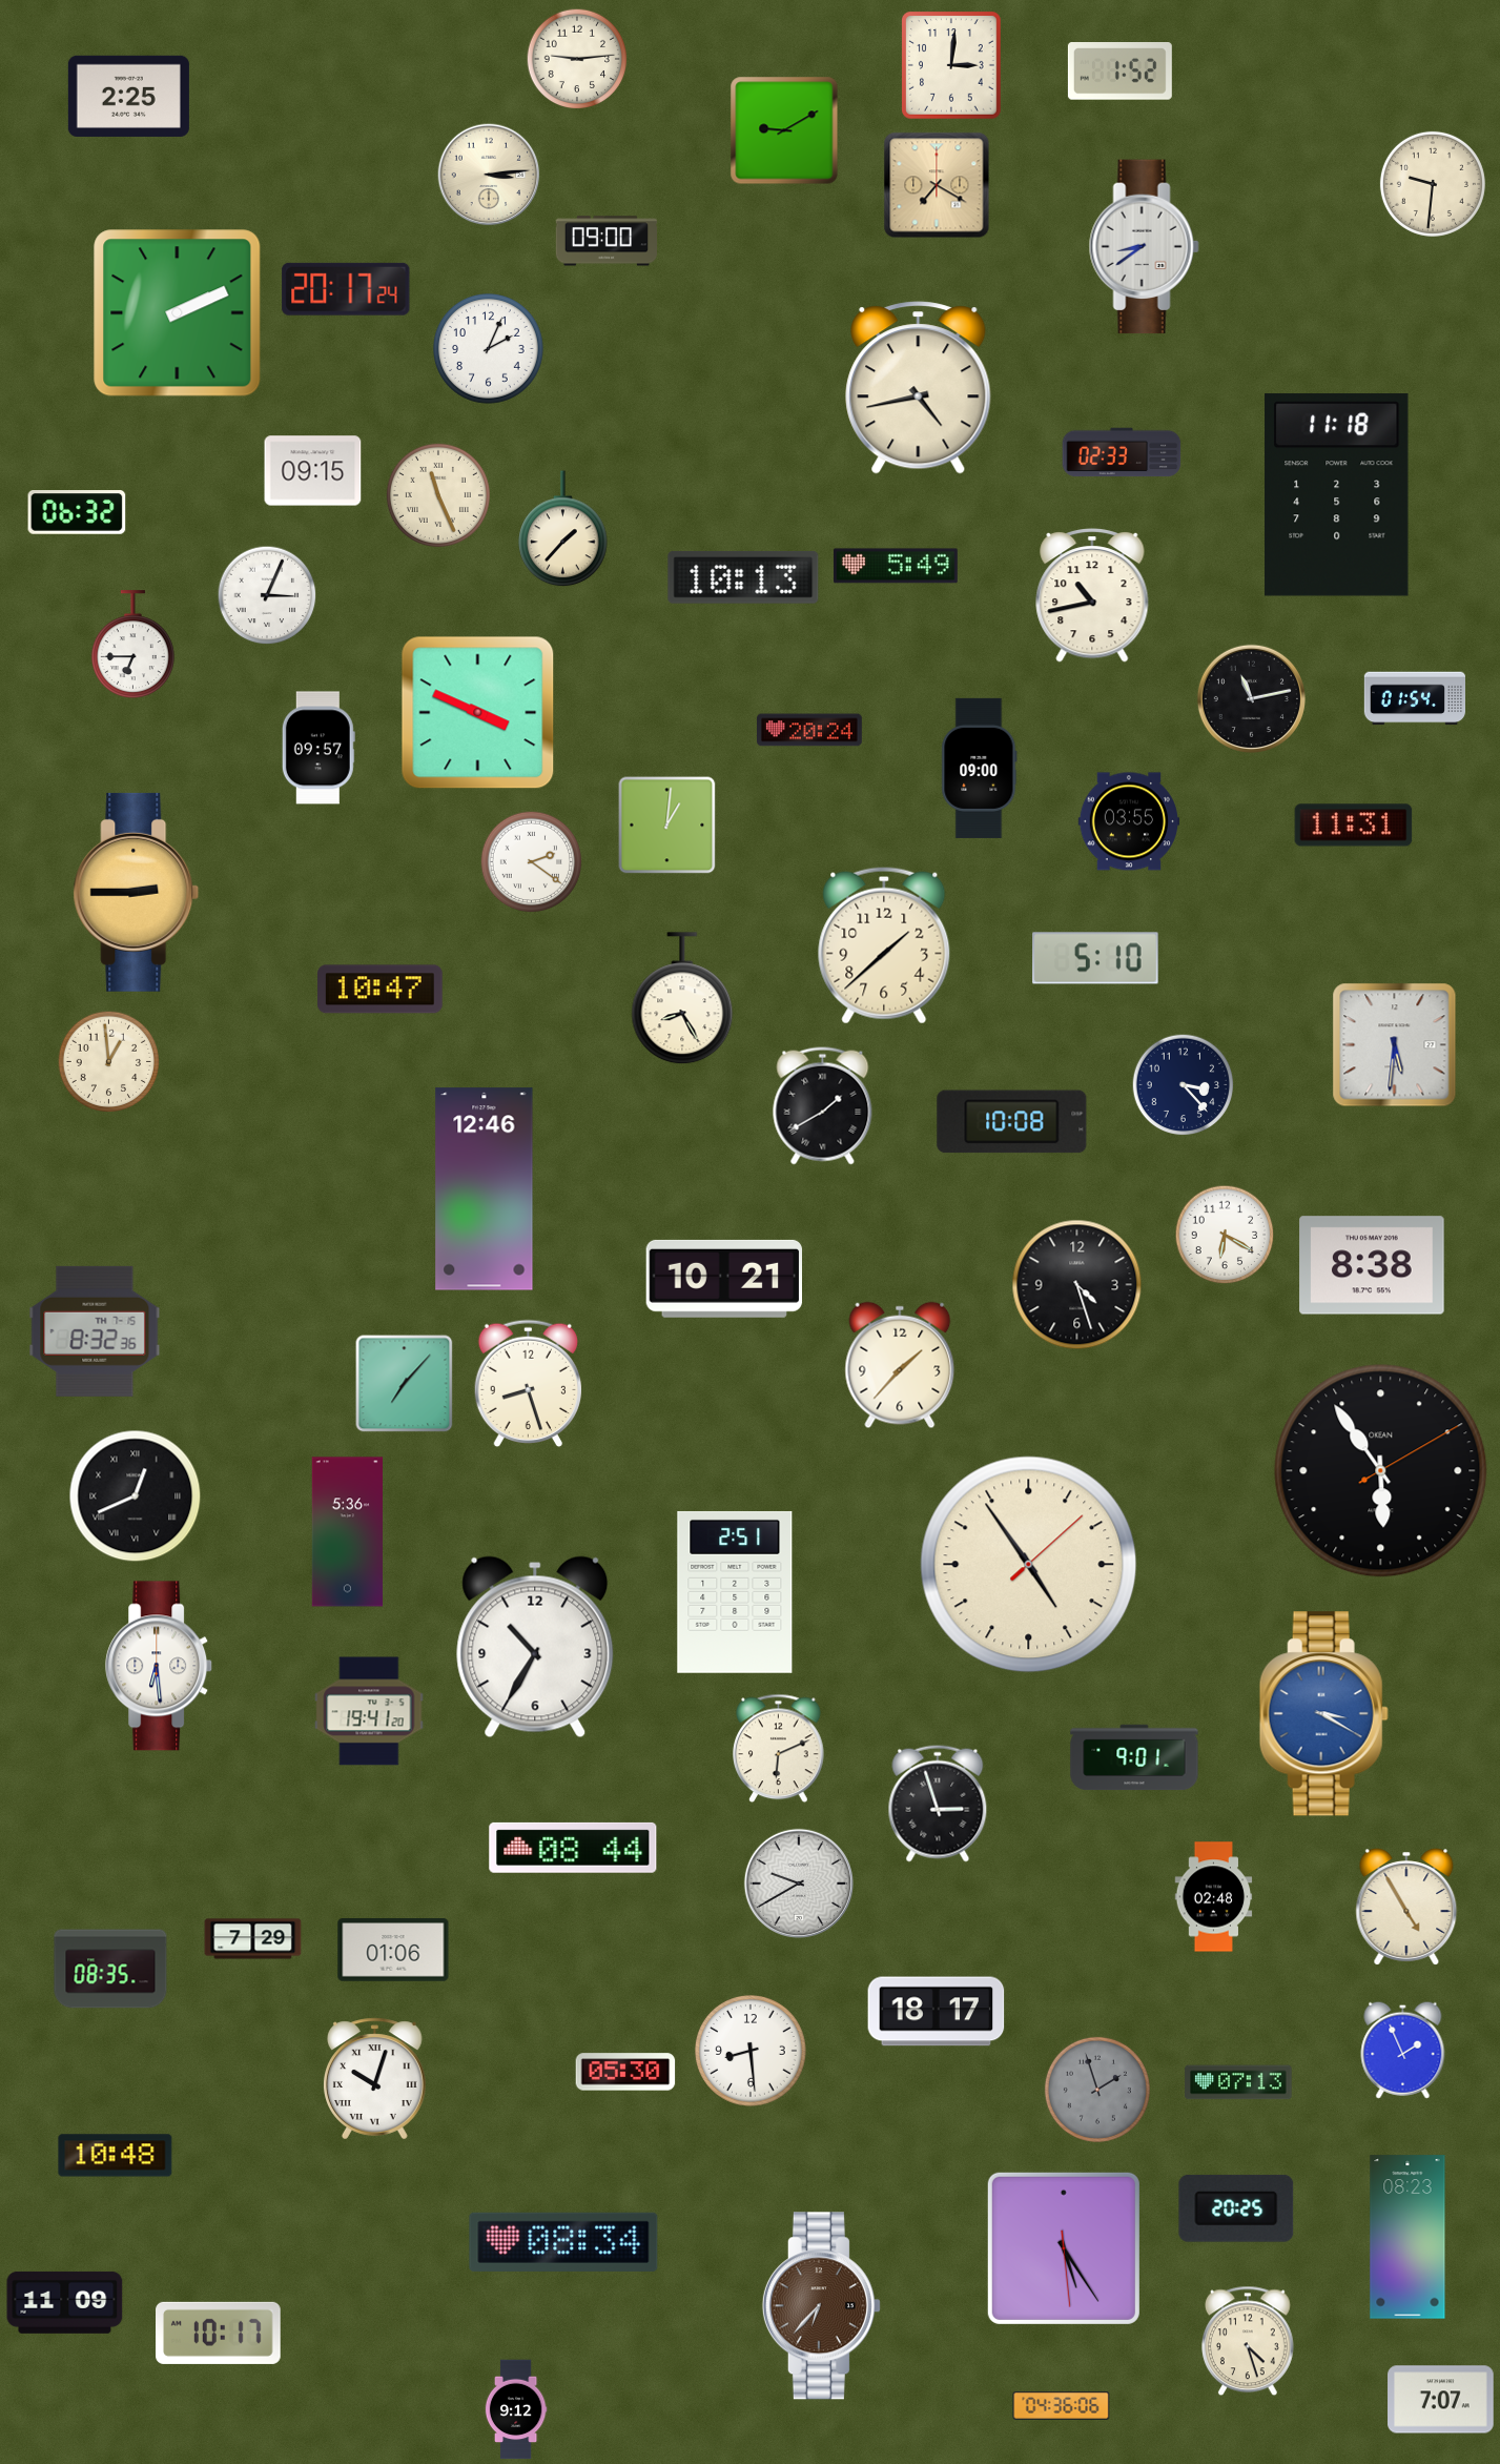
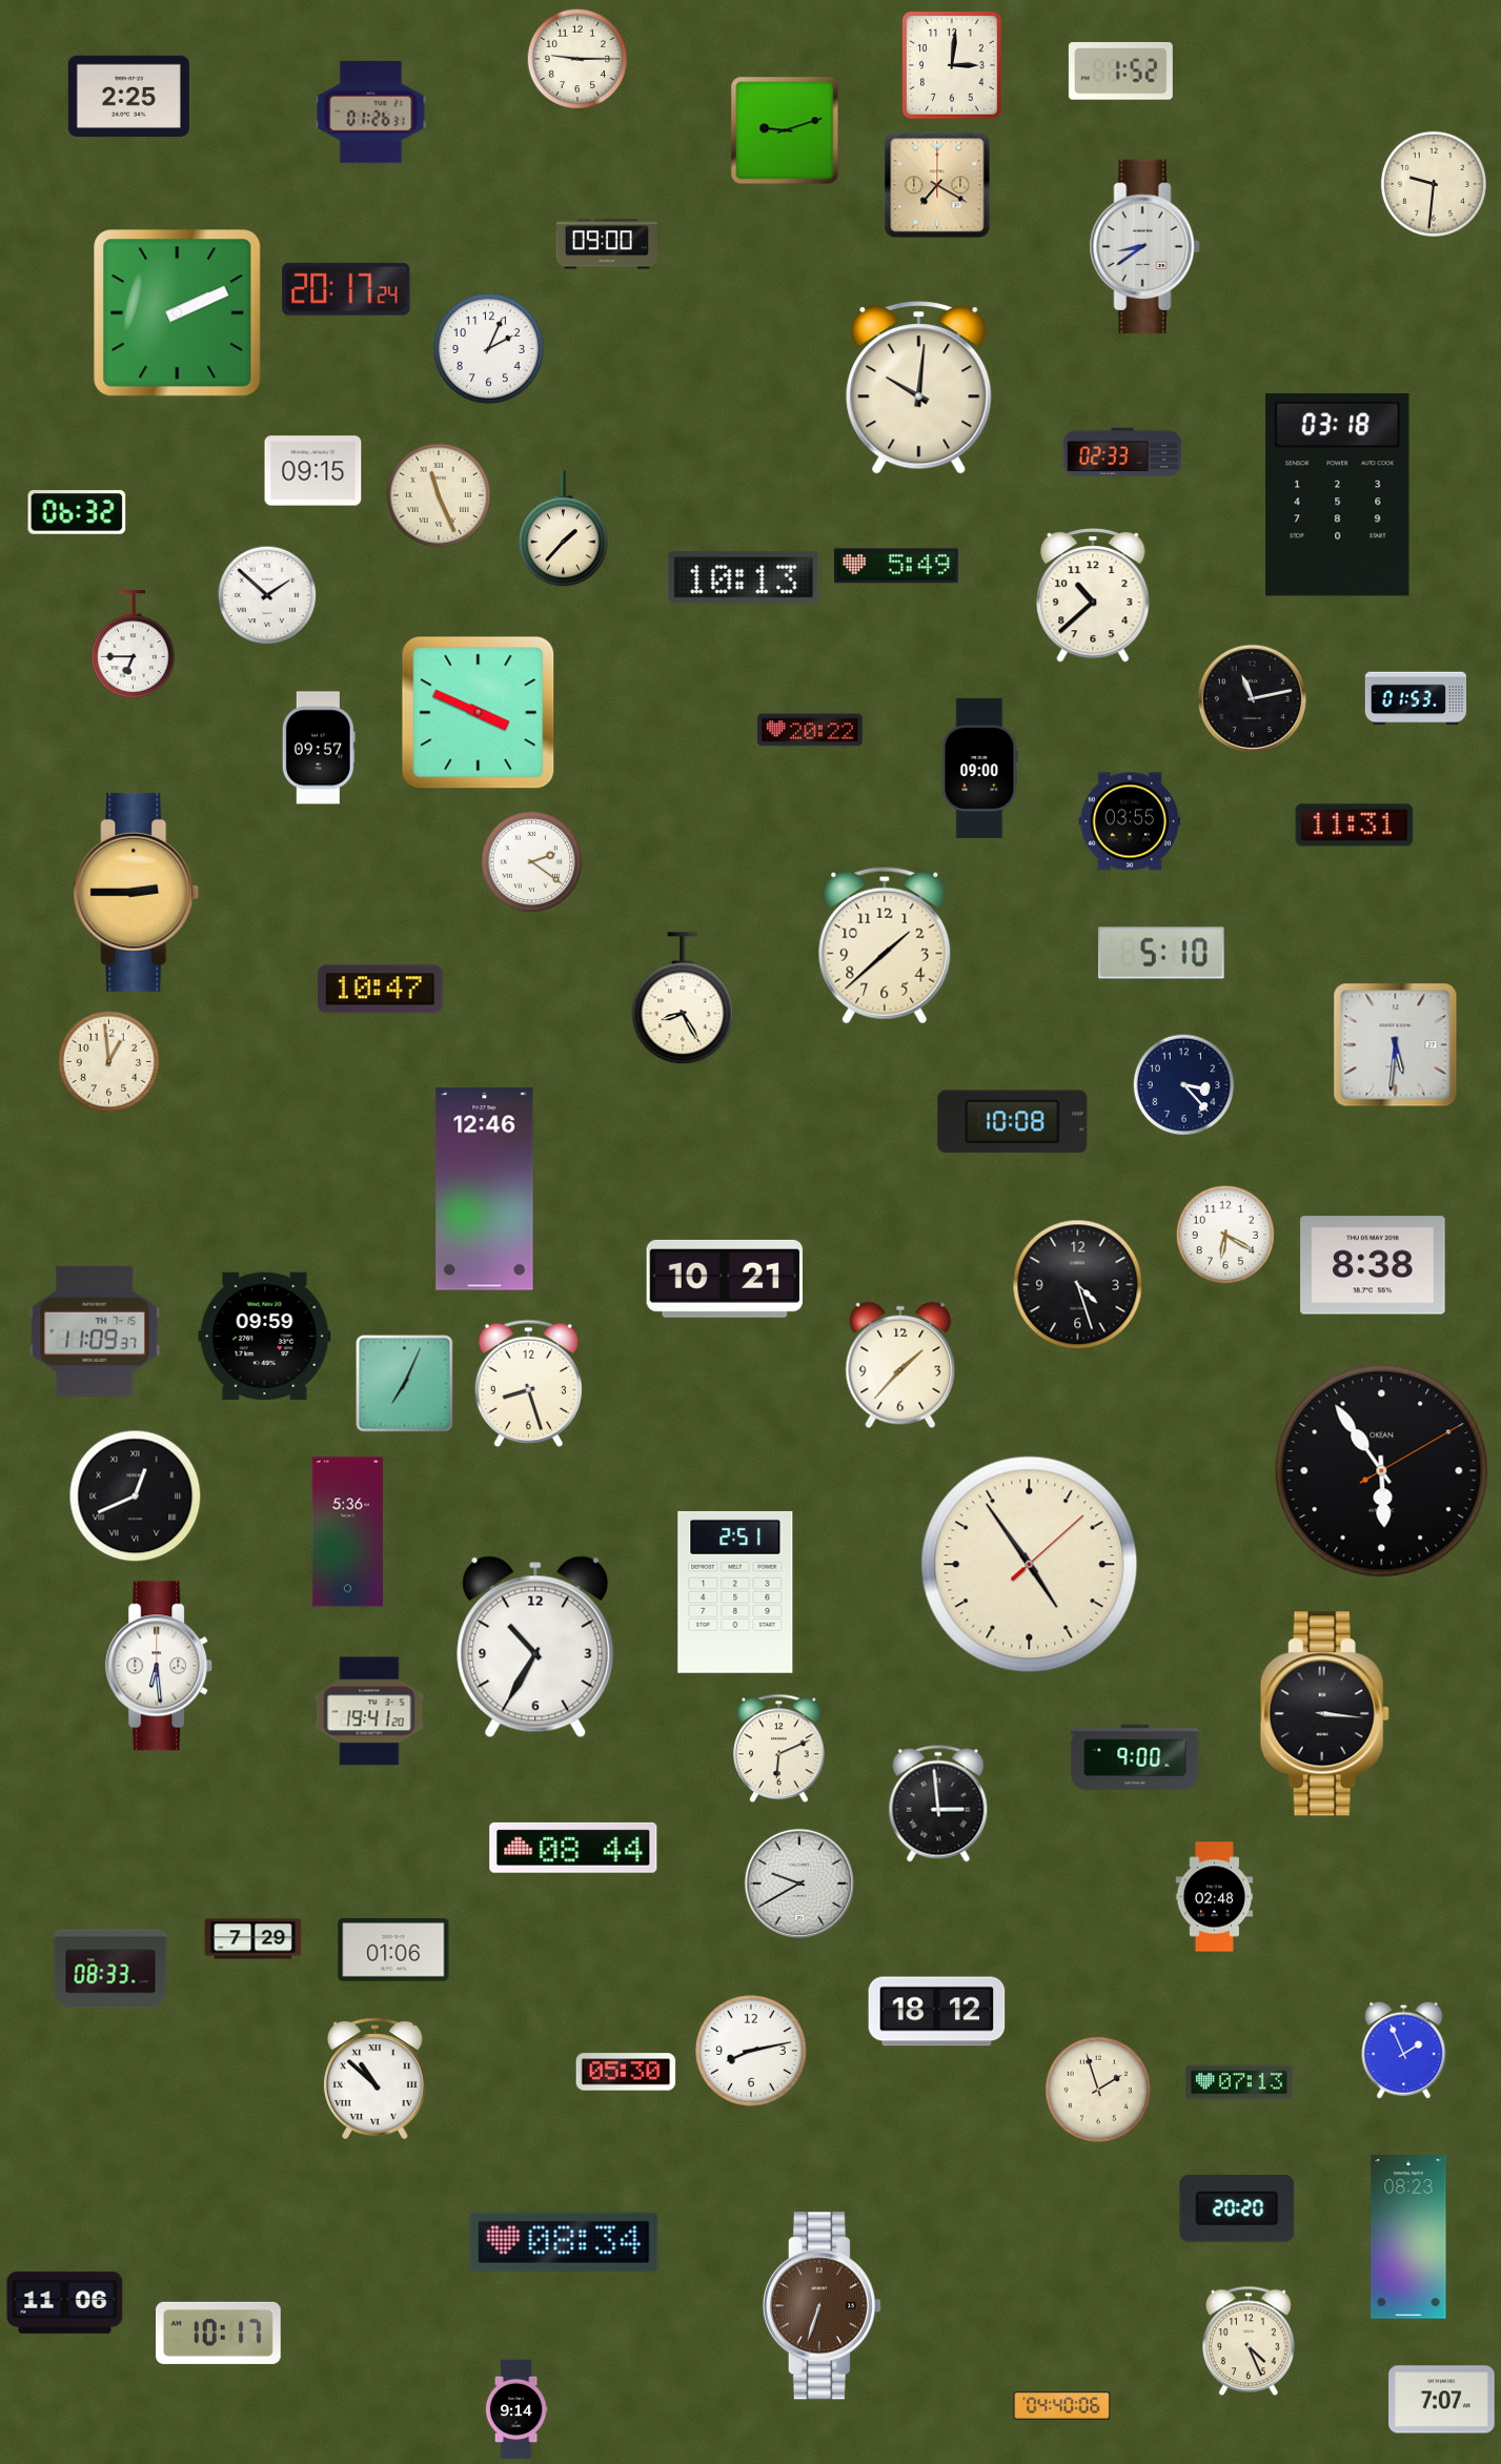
clock at (577, 59): 9:14 -> 9:15
clock at (371, 111): none -> 01:26
clock at (784, 130): 9:10 -> 9:12
clock at (489, 175): 3:14 -> none
clock at (605, 241) position: (605, 241) -> (606, 244)
clock at (919, 388): 4:43 -> 10:01
clock at (1337, 495): 11:18 -> 03:18
clock at (267, 595): 3:04 -> 1:52
clock at (1092, 596): 10:43 -> 10:38
clock at (1415, 698): 01:54 -> 01:53
clock at (810, 730): 20:24 -> 20:22
clock at (667, 826): 1:01 -> none
clock at (1095, 958) position: (1095, 958) -> (1161, 953)
clock at (823, 1106): 1:40 -> none
clock at (95, 1331): 8:32 -> 11:09
clock at (265, 1336): none -> 09:59
clock at (405, 1384): 7:07 -> 7:04
clock at (1323, 1714): 3:20 -> 3:16
clock at (1323, 1714) dial: blue -> black
clock at (1134, 1757): 9:01 -> 9:00
clock at (938, 1804): 2:57 -> 2:59
clock at (1406, 1907): 4:55 -> none
clock at (110, 1969): 08:35 -> 08:33
clock at (937, 2012): 18:17 -> 18:12
clock at (752, 2052): 8:29 -> 8:13
clock at (375, 2079): 10:03 -> 10:52
clock at (1097, 2090) dial: grey -> cream
clock at (116, 2156): 10:48 -> none
clock at (1236, 2208): 20:25 -> 20:20
clock at (1064, 2248): 5:24 -> none
clock at (65, 2302): 11:09 -> 11:06
clock at (821, 2306): 6:37 -> 6:33
clock at (1248, 2341): 4:27 -> 4:26
clock at (1062, 2406): 04:36 -> 04:40
clock at (516, 2409): 9:12 -> 9:14
